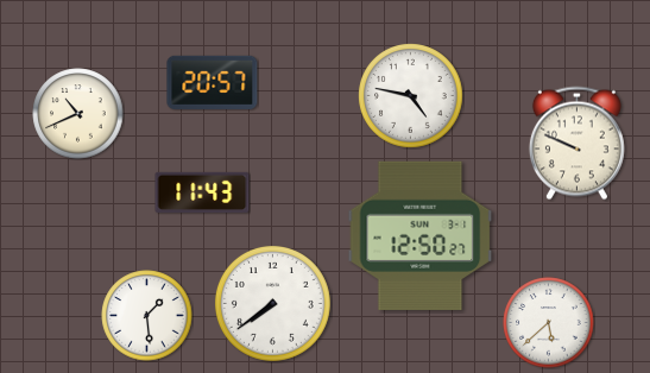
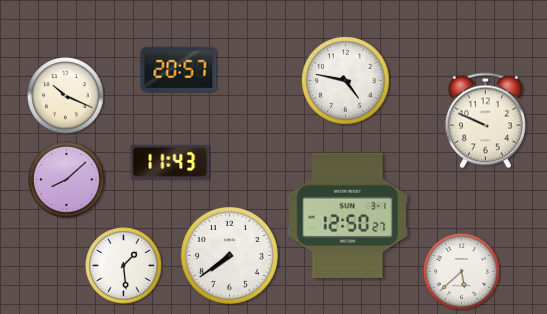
clock at (78, 114): 10:41 -> 10:19
clock at (67, 180): none -> 8:08
clock at (421, 235) position: (421, 235) -> (348, 215)
